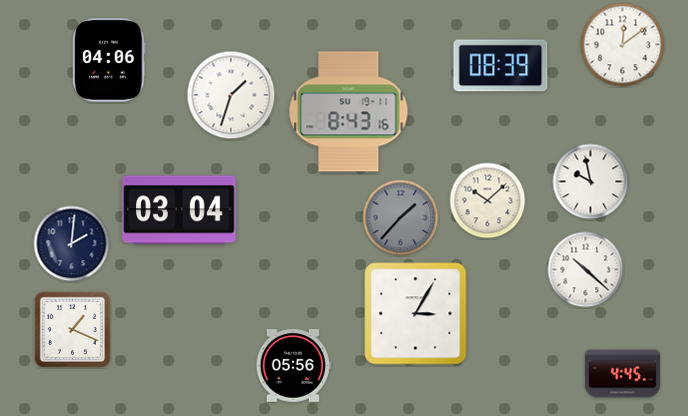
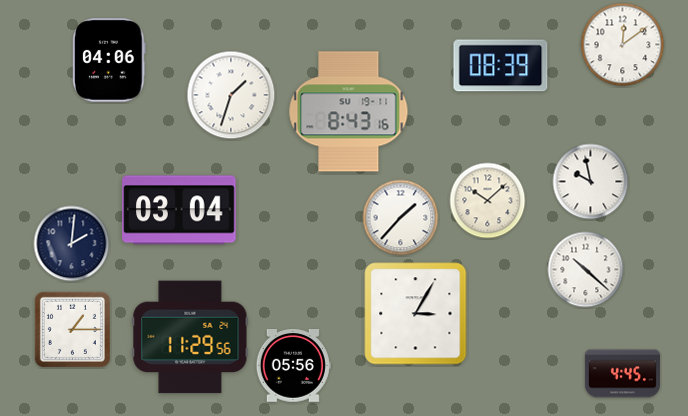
clock at (401, 218) dial: grey -> white
clock at (72, 329): 1:19 -> 1:15
clock at (190, 337): none -> 11:29
